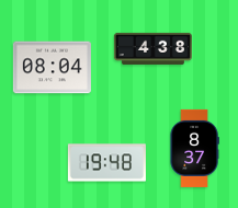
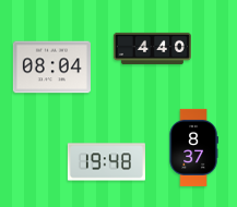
clock at (152, 48): 4:38 -> 4:40
